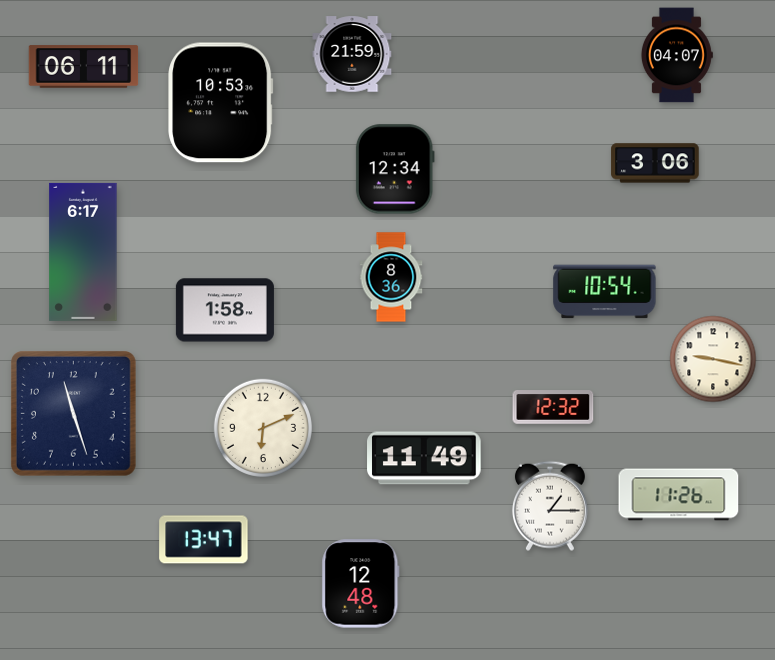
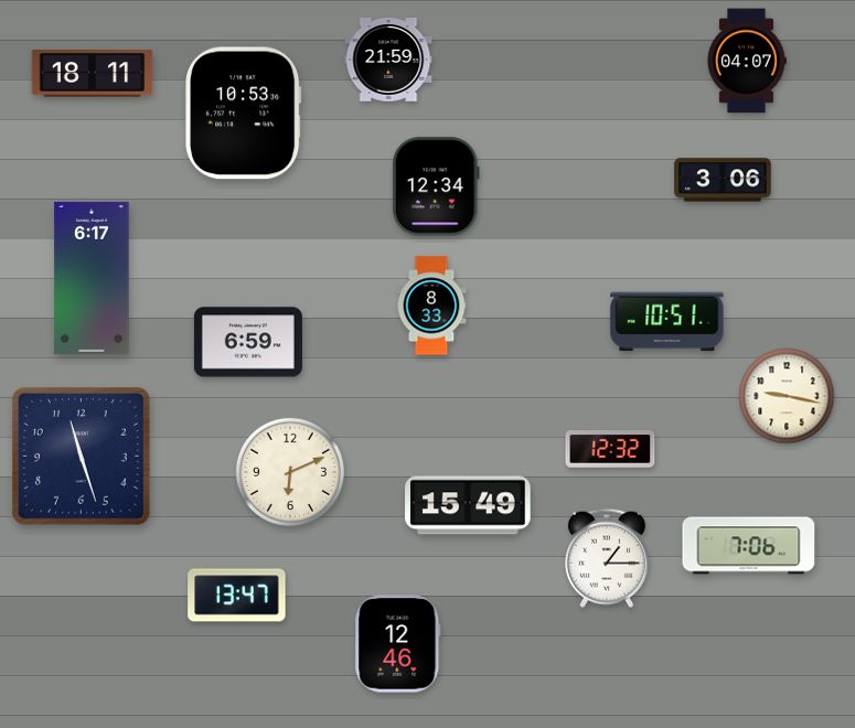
clock at (84, 67): 06:11 -> 18:11
clock at (391, 277): 8:36 -> 8:33
clock at (605, 292): 10:54 -> 10:51
clock at (225, 310): 1:58 -> 6:59
clock at (424, 458): 11:49 -> 15:49
clock at (679, 495): 11:26 -> 7:06
clock at (204, 540) position: (204, 540) -> (237, 596)
clock at (361, 584): 12:48 -> 12:46
